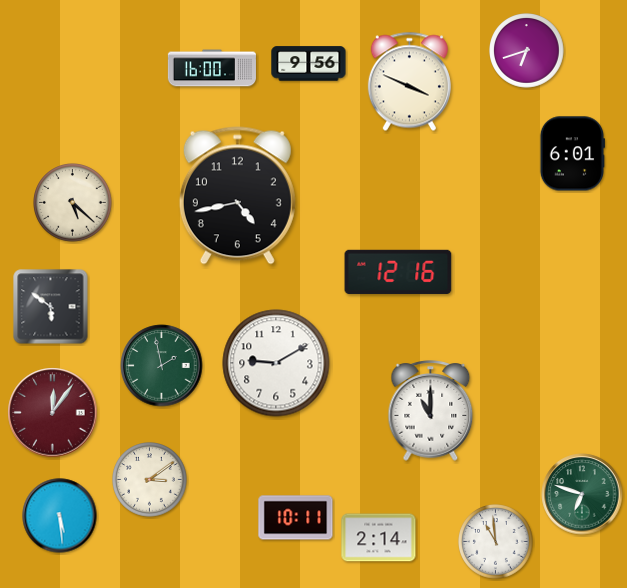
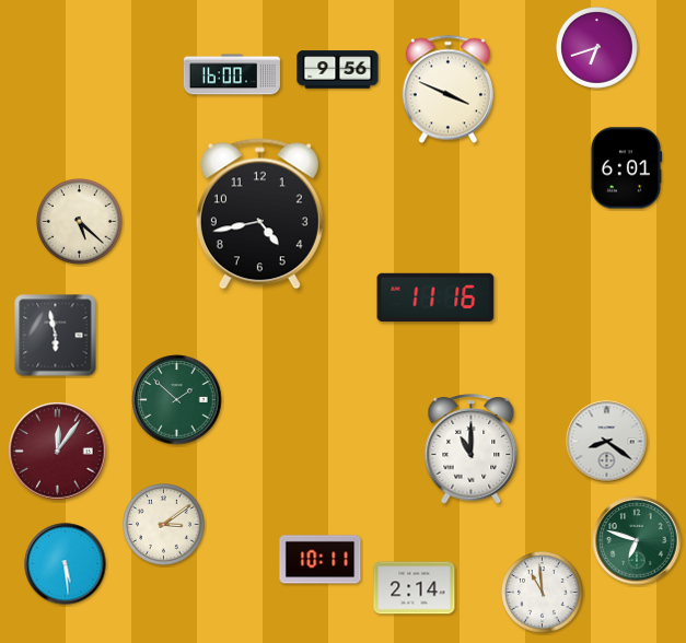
clock at (527, 51) position: (527, 51) -> (597, 48)
clock at (398, 272): 12:16 -> 11:16
clock at (51, 307): 5:51 -> 5:58
clock at (276, 363): 9:10 -> none
clock at (162, 366): 1:58 -> 1:52
clock at (607, 442): none -> 8:21
clock at (296, 518) position: (296, 518) -> (321, 560)
